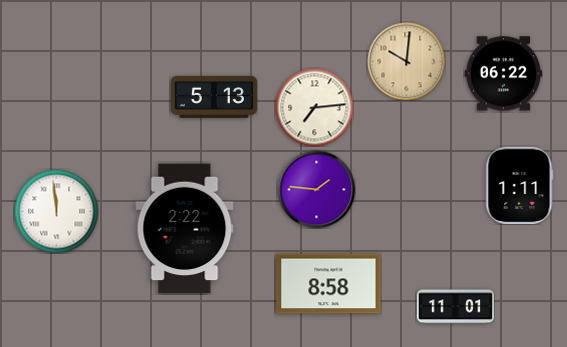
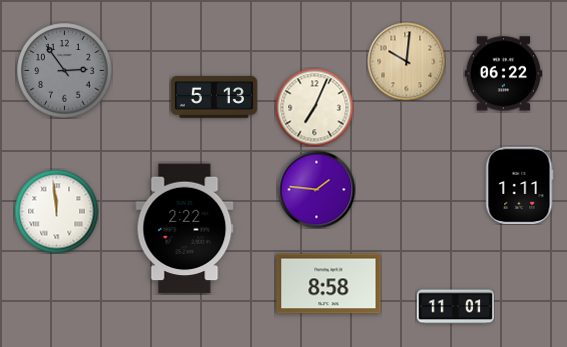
clock at (64, 70): none -> 2:54
clock at (314, 107): 7:14 -> 7:04
